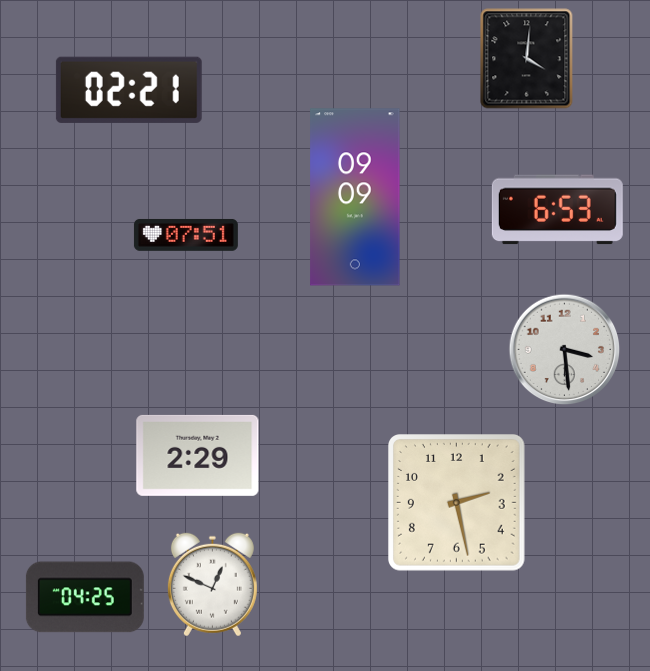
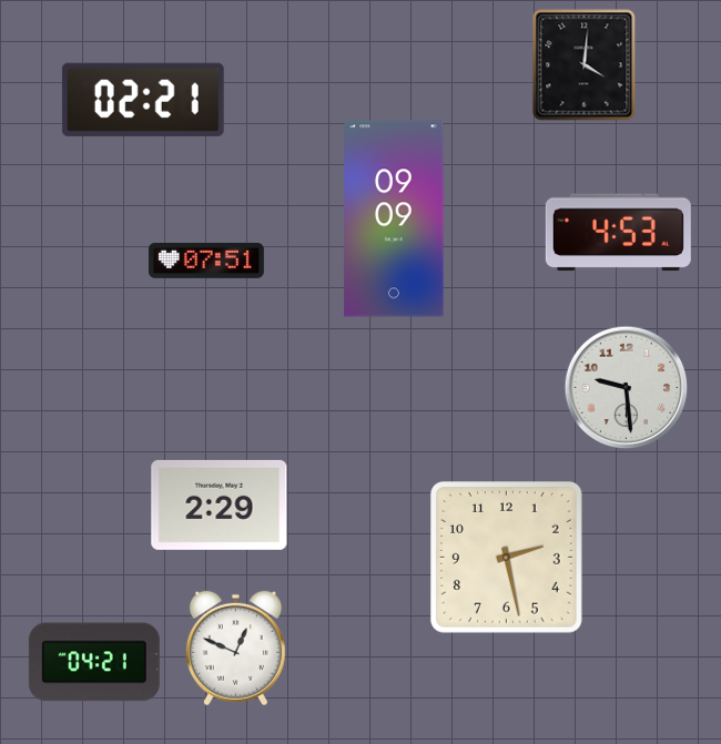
clock at (557, 210): 6:53 -> 4:53
clock at (565, 350): 3:29 -> 9:29
clock at (85, 597): 04:25 -> 04:21
